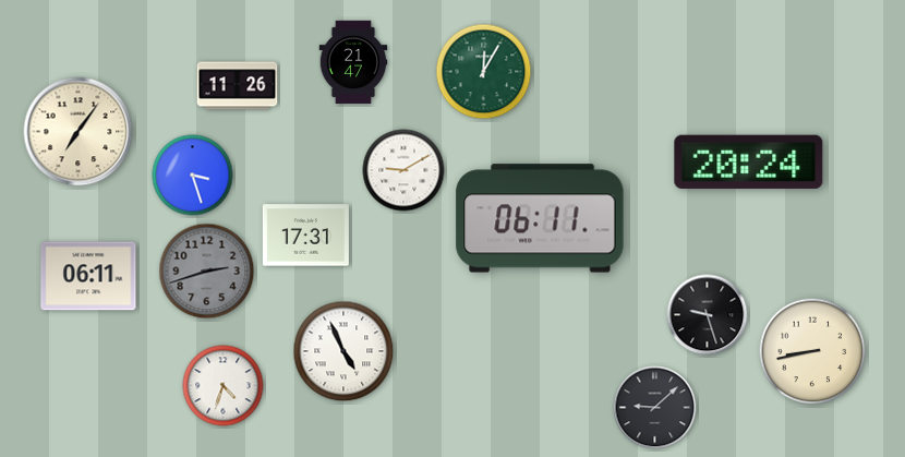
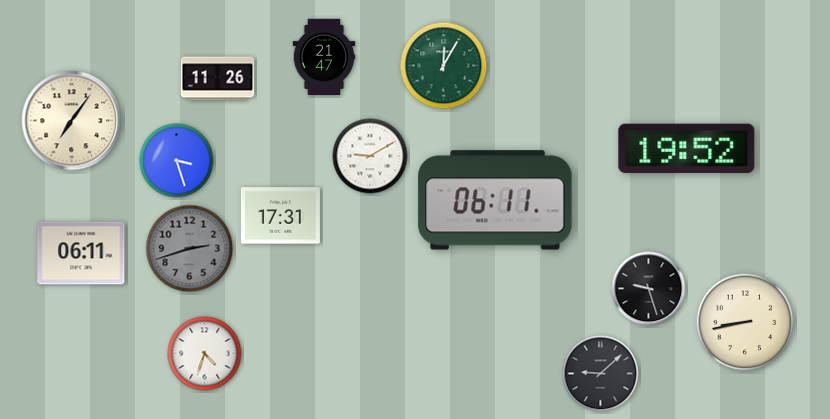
clock at (749, 161): 20:24 -> 19:52
clock at (343, 351): 4:56 -> none
